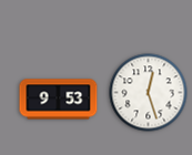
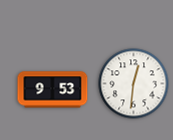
clock at (149, 93): 12:27 -> 12:31
